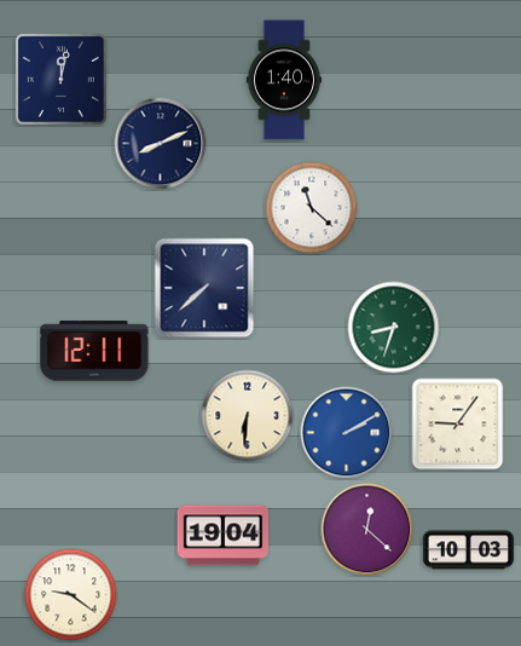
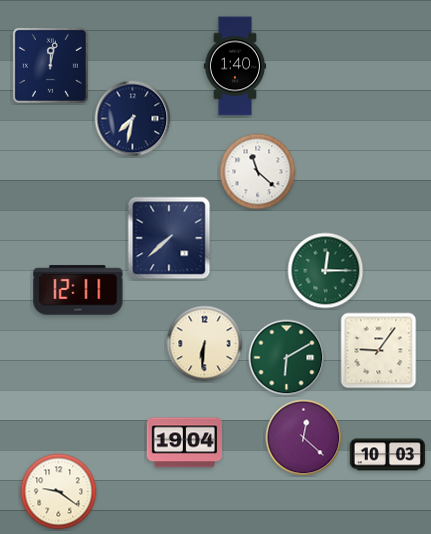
clock at (161, 144): 8:11 -> 7:32
clock at (394, 328): 8:33 -> 12:15
clock at (347, 433): 2:10 -> 6:10
clock at (347, 433) dial: blue -> green
